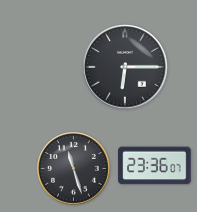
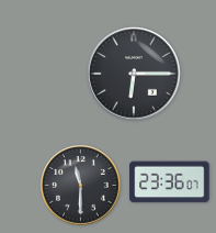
clock at (125, 67) position: (125, 67) -> (134, 74)
clock at (74, 169): 11:27 -> 11:30
